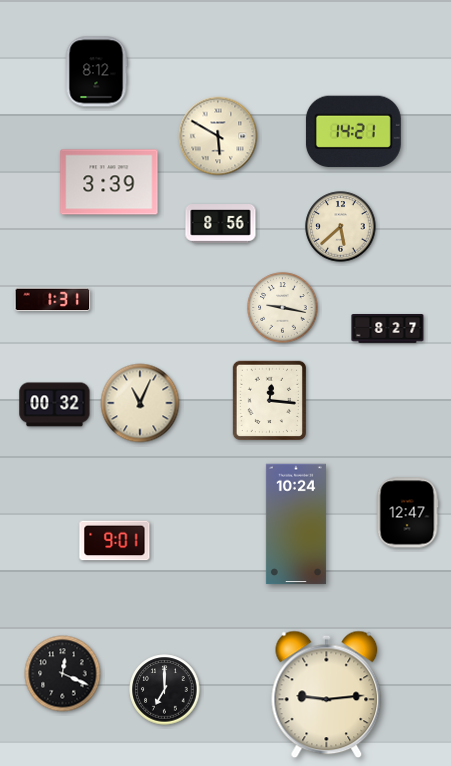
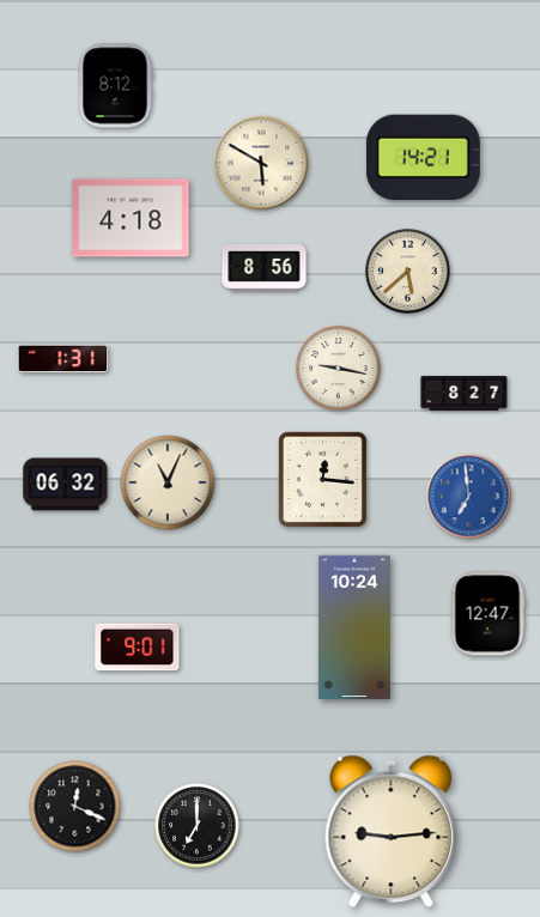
clock at (109, 182): 3:39 -> 4:18
clock at (55, 405): 00:32 -> 06:32
clock at (469, 497): none -> 6:59
